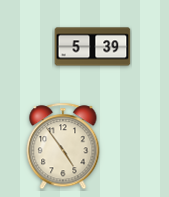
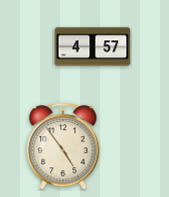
clock at (93, 47): 5:39 -> 4:57
